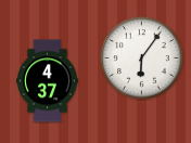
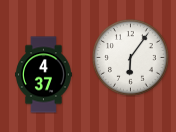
clock at (142, 58) position: (142, 58) -> (131, 58)
